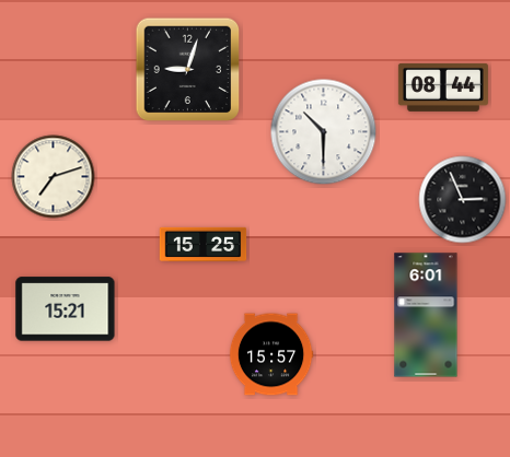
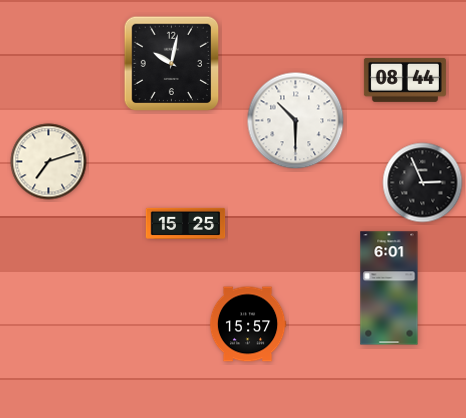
clock at (188, 70): 9:03 -> 10:02
clock at (66, 309): 15:21 -> none
